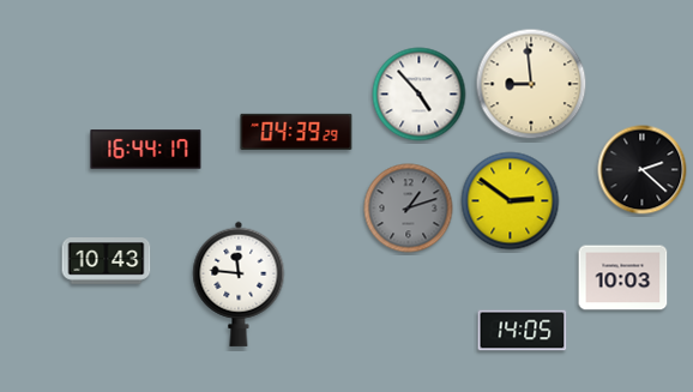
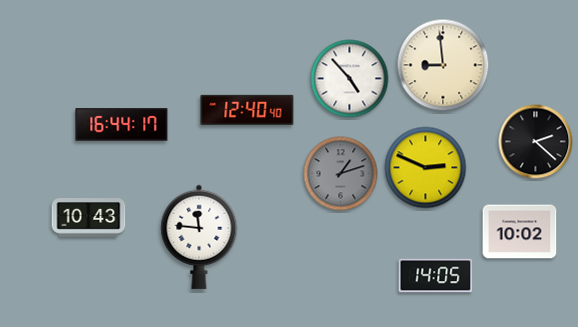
clock at (531, 84) position: (531, 84) -> (443, 65)
clock at (296, 132): 04:39 -> 12:40
clock at (511, 201): 2:51 -> 2:49
clock at (623, 278): 10:03 -> 10:02
